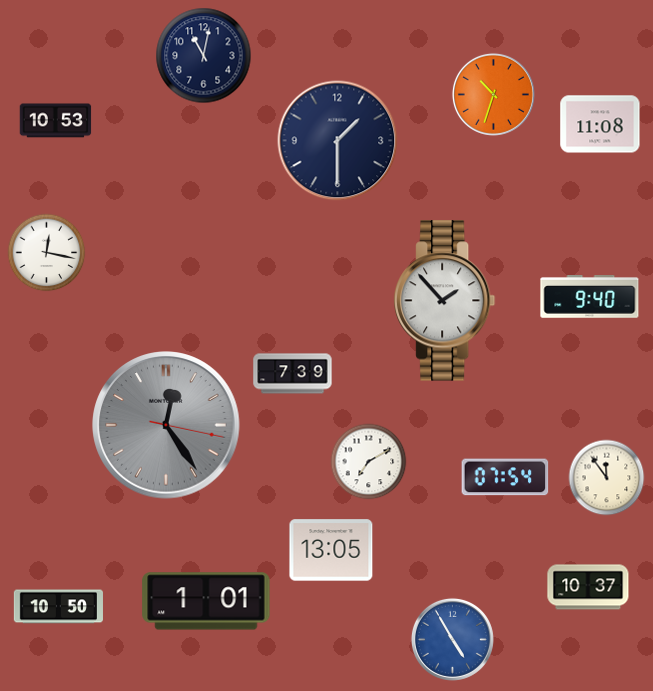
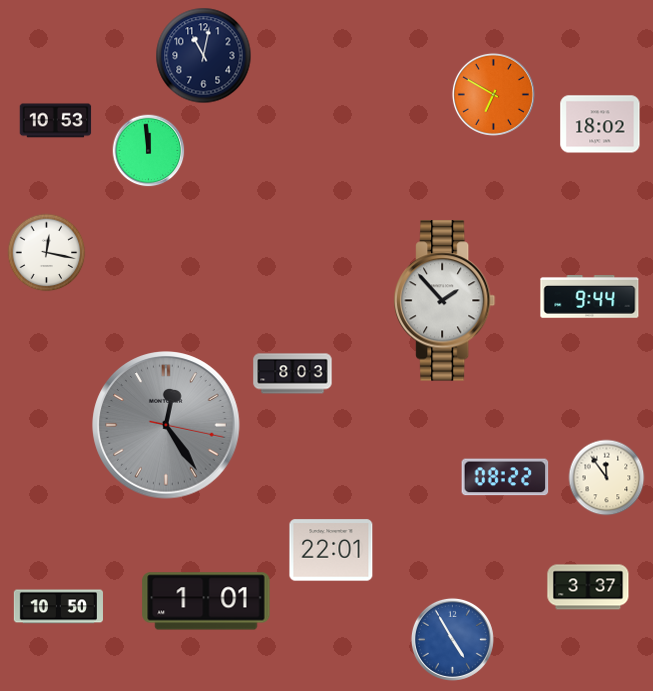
clock at (493, 94): 10:33 -> 6:50
clock at (600, 124): 11:08 -> 18:02
clock at (338, 141): 1:30 -> none
clock at (149, 151): none -> 11:59
clock at (590, 297): 9:40 -> 9:44
clock at (293, 374): 7:39 -> 8:03
clock at (369, 462): 7:10 -> none
clock at (505, 477): 07:54 -> 08:22
clock at (331, 550): 13:05 -> 22:01
clock at (588, 587): 10:37 -> 3:37
